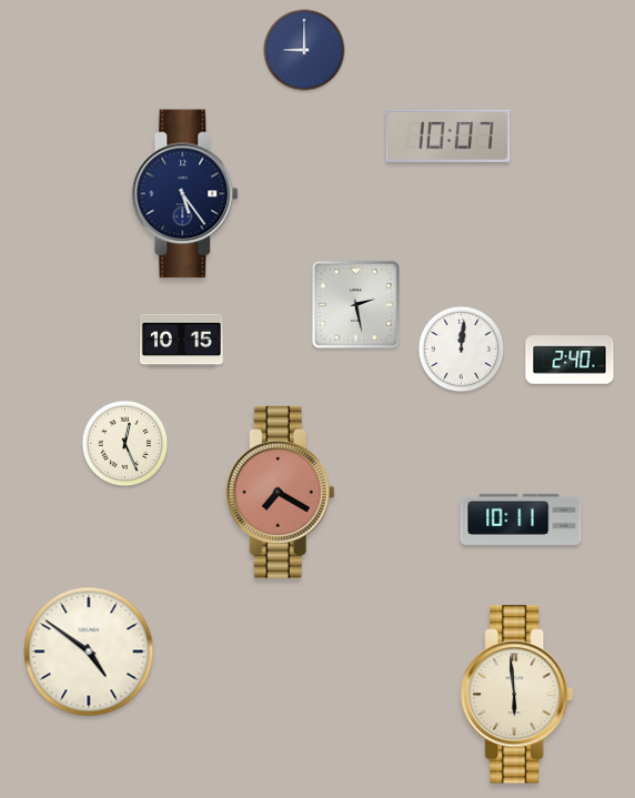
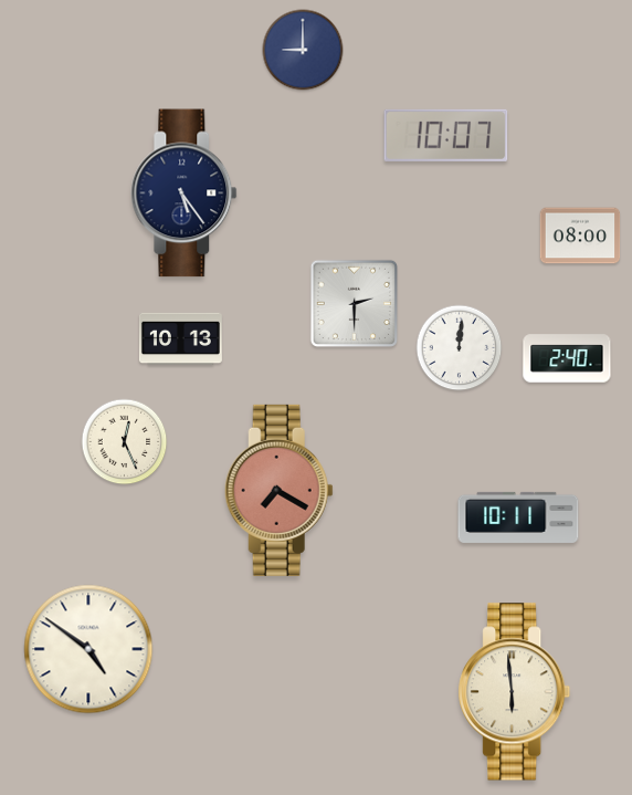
clock at (580, 236): none -> 08:00
clock at (356, 305): 2:28 -> 2:30
clock at (181, 341): 10:15 -> 10:13
